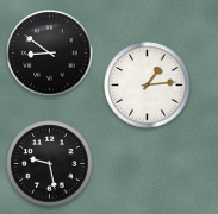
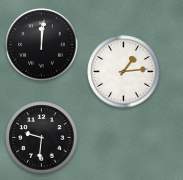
clock at (50, 53): 8:51 -> 12:01
clock at (50, 164): 9:28 -> 9:31
